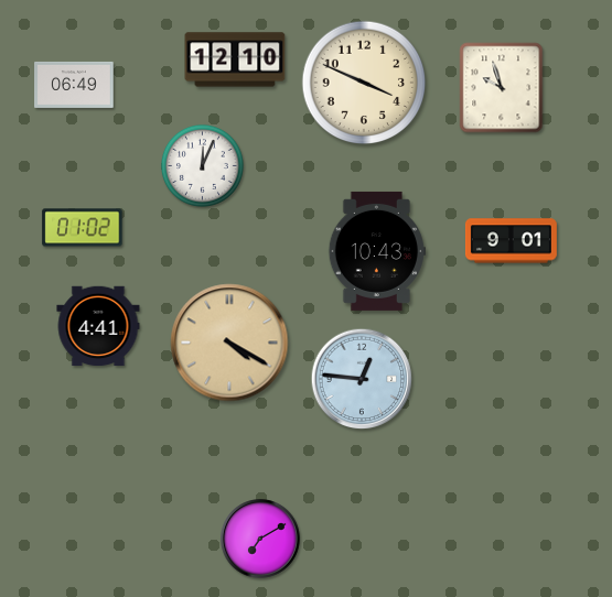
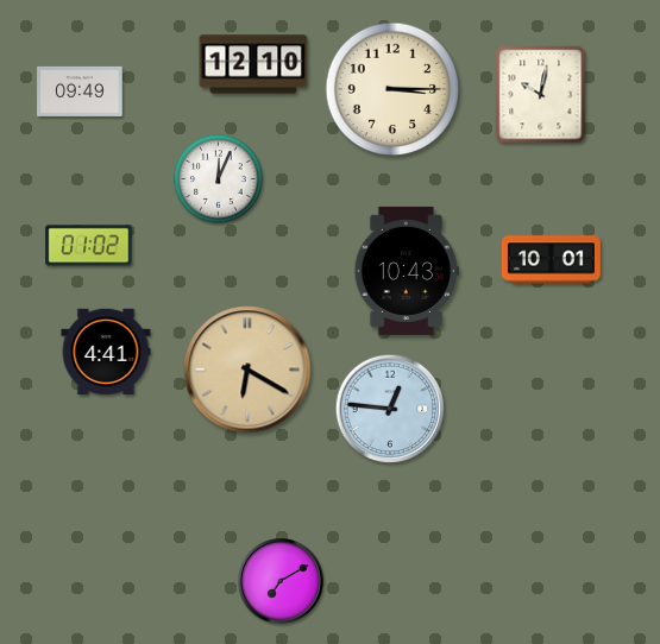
clock at (364, 83): 3:49 -> 3:15
clock at (74, 85): 06:49 -> 09:49
clock at (502, 88): 9:57 -> 10:02
clock at (511, 241): 9:01 -> 10:01
clock at (229, 343): 4:20 -> 6:20
